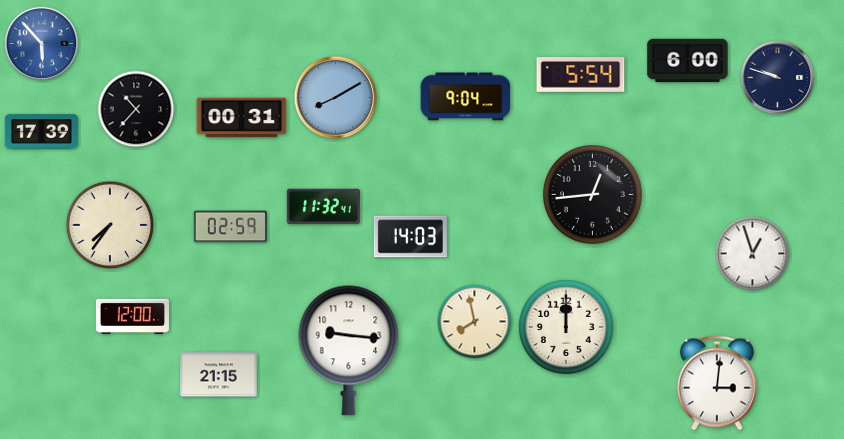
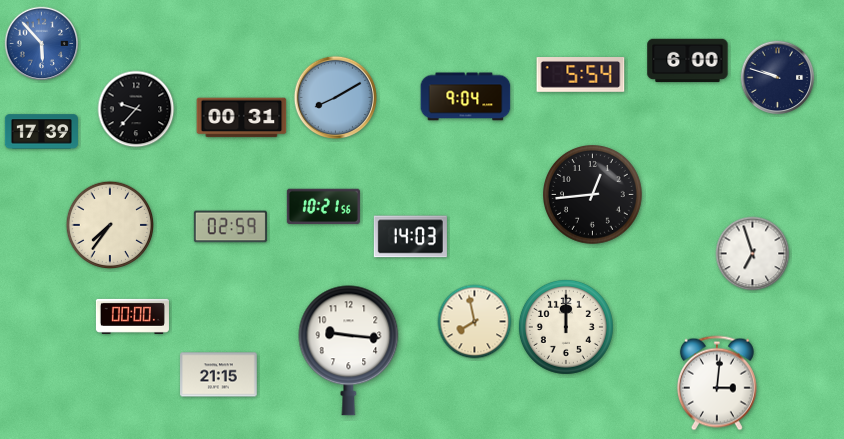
clock at (136, 109): 10:37 -> 9:37
clock at (323, 207): 11:32 -> 10:21
clock at (753, 254): 12:57 -> 6:57
clock at (132, 316): 12:00 -> 00:00
